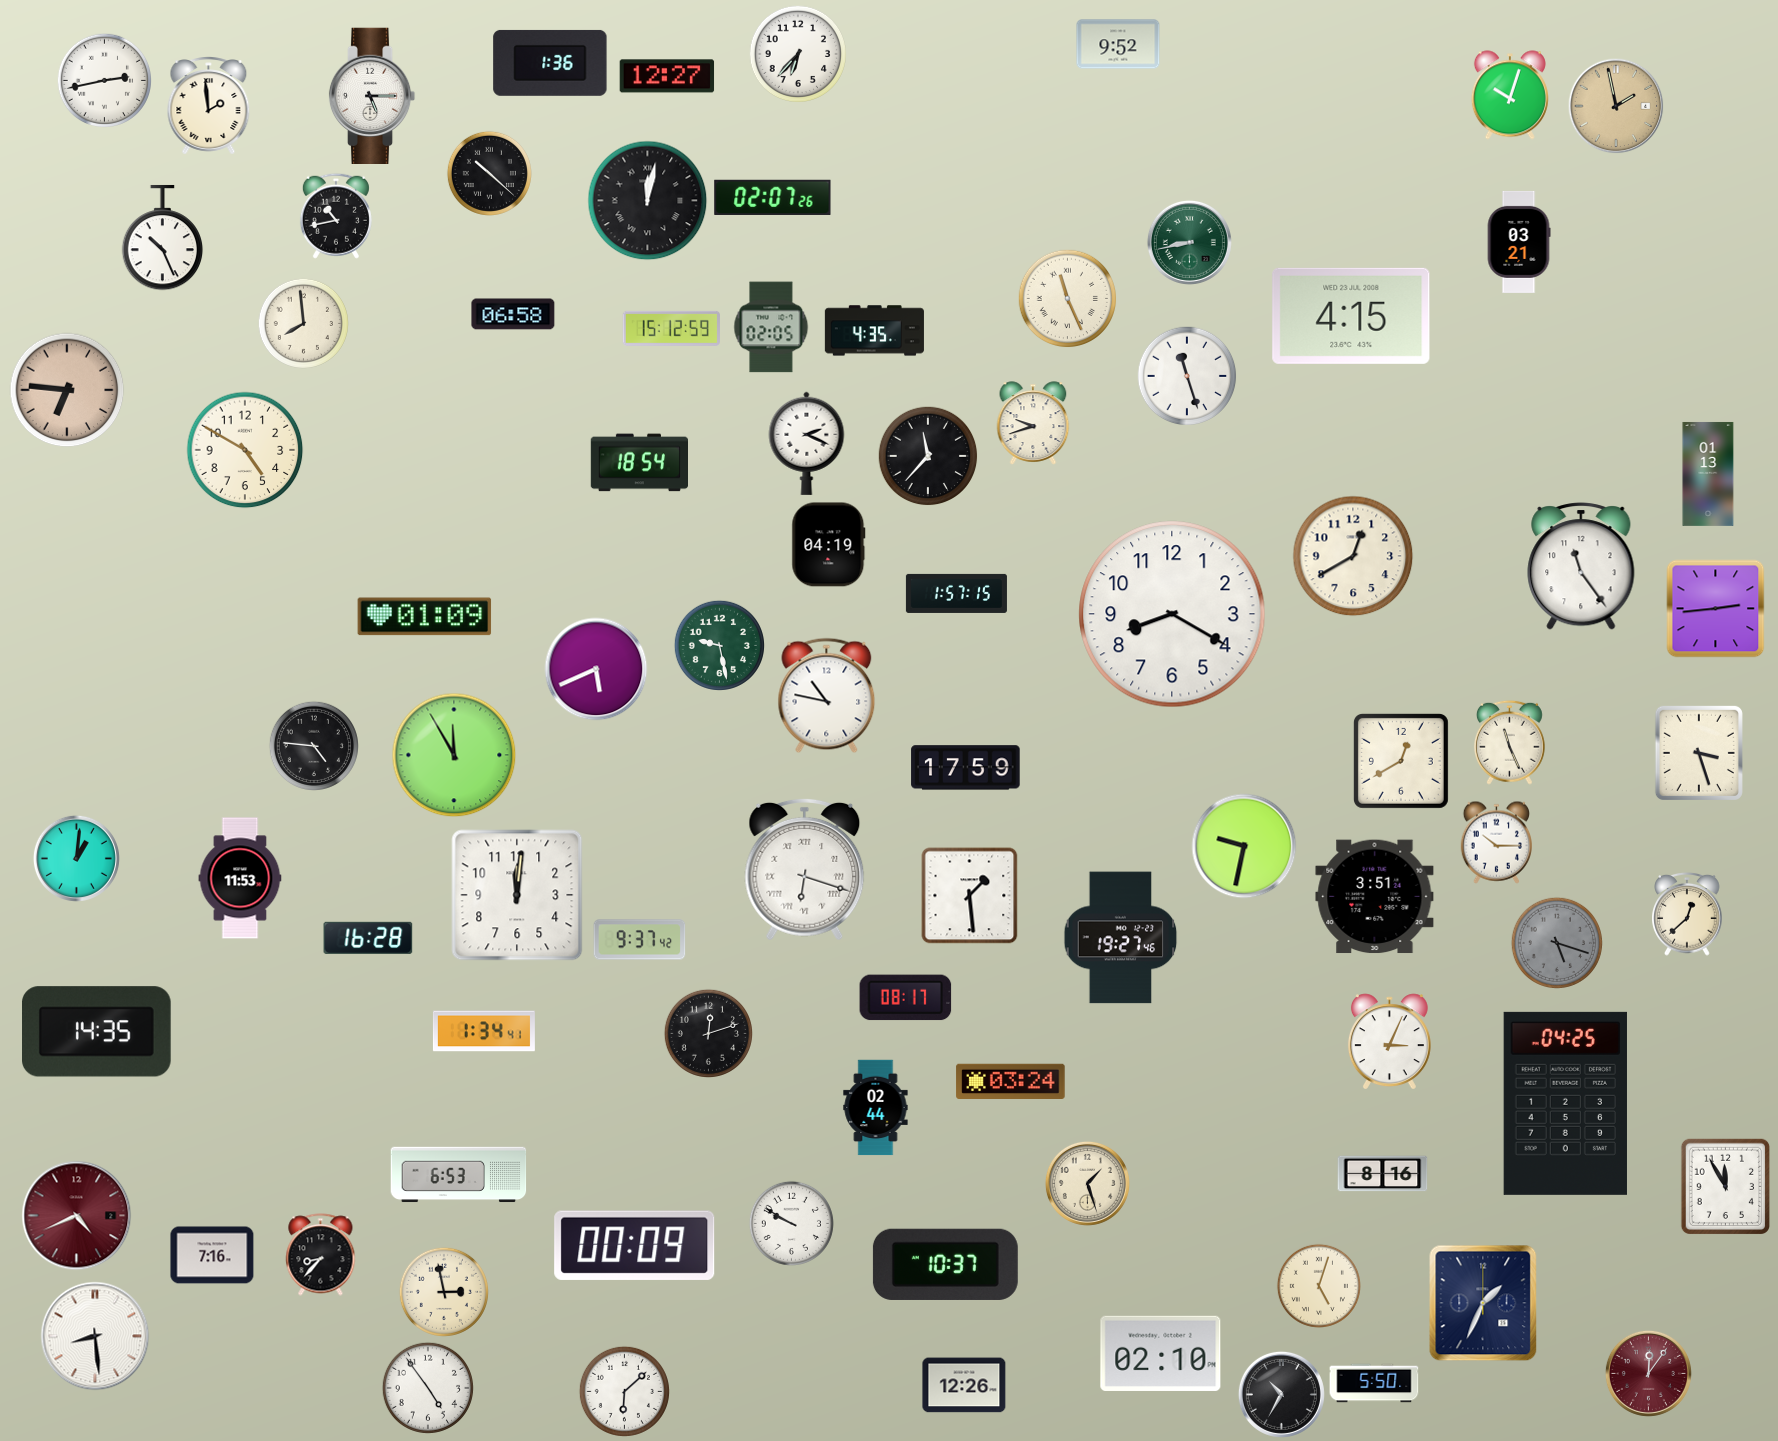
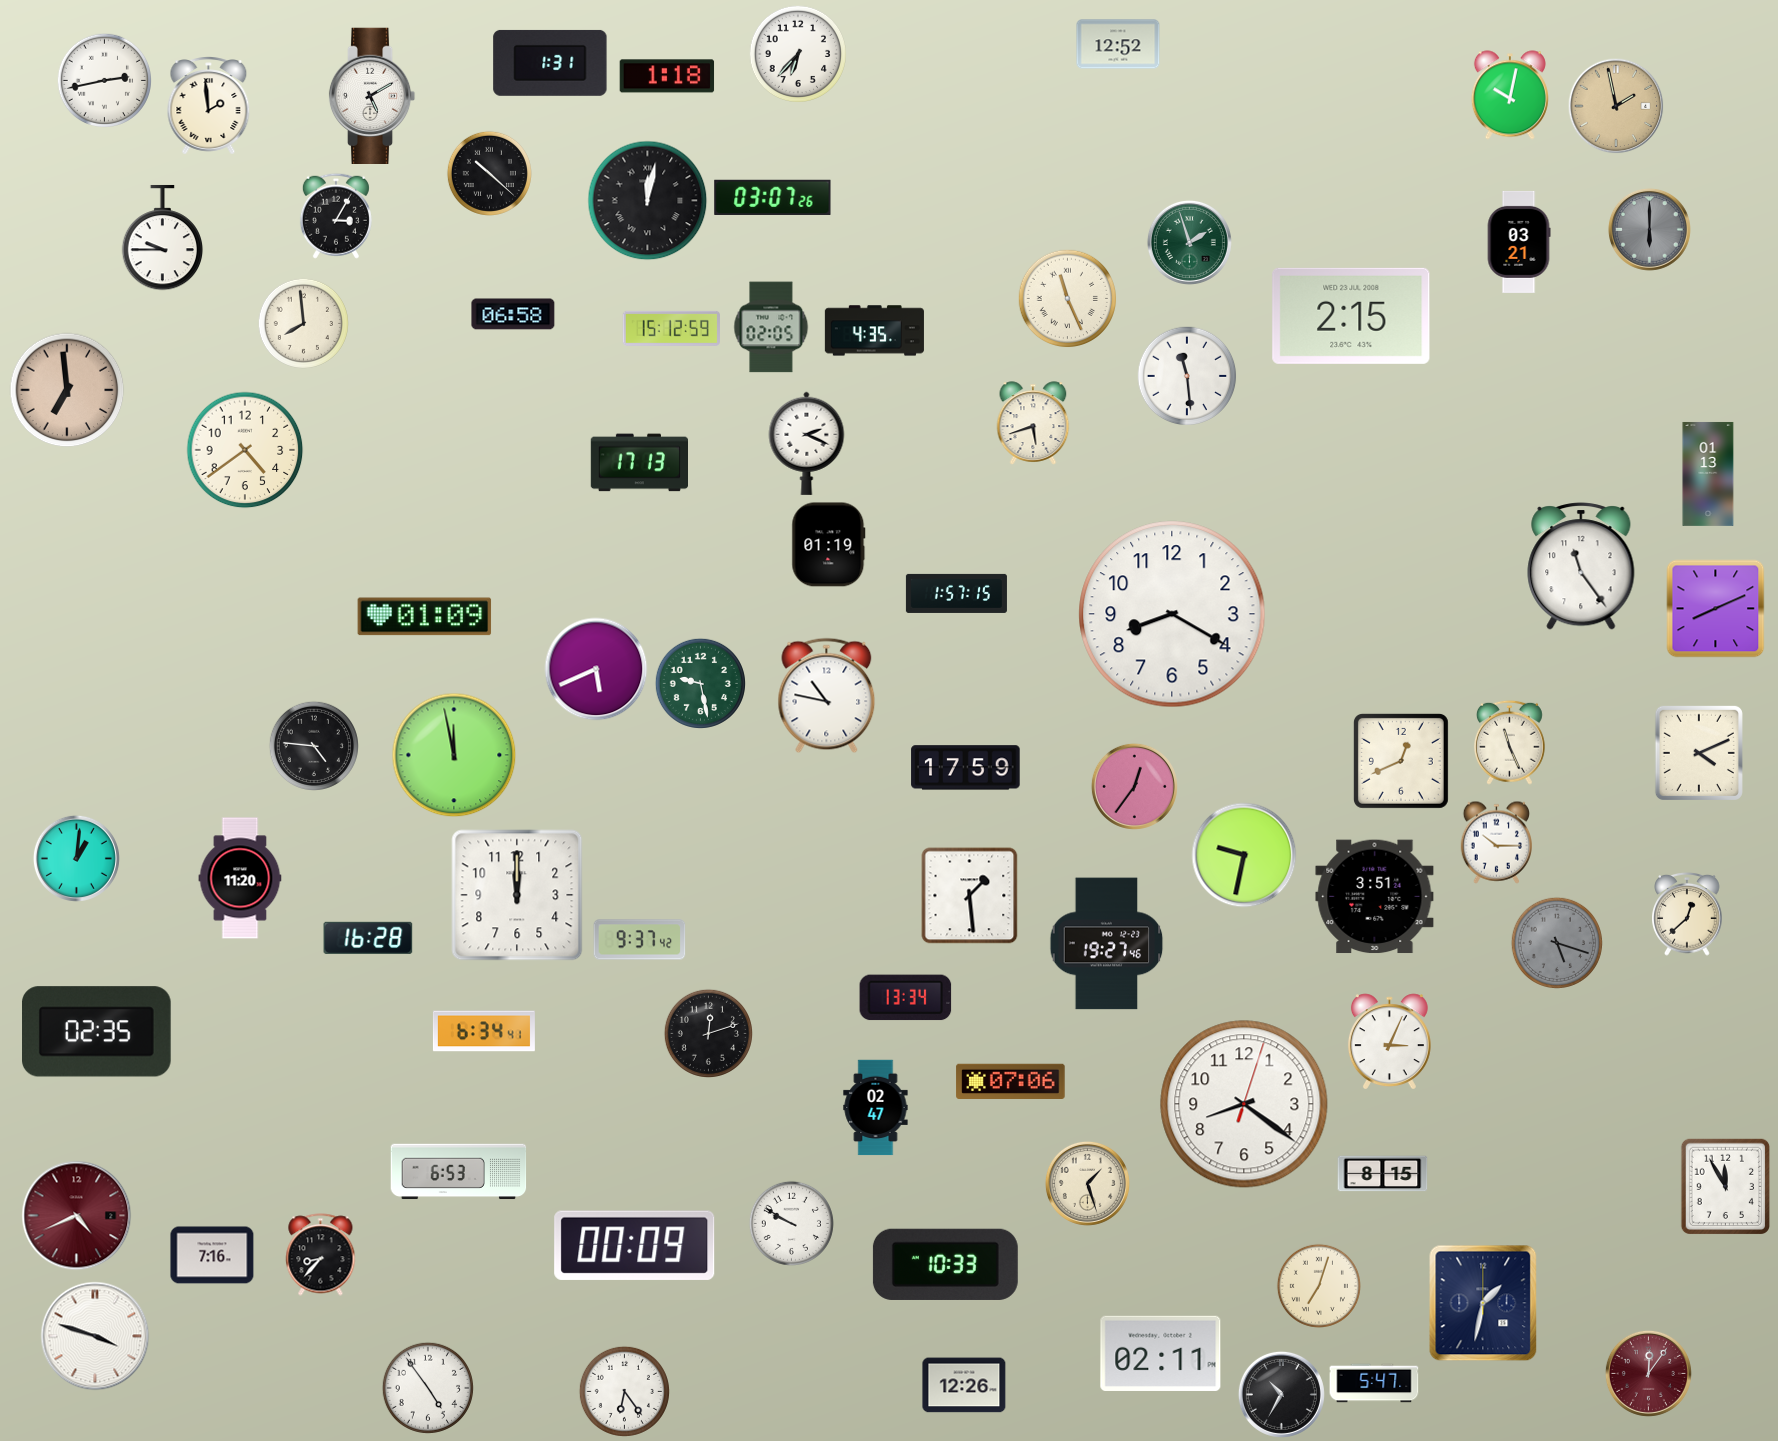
clock at (1118, 44): 9:52 -> 12:52
clock at (550, 63): 1:36 -> 1:31
clock at (667, 76): 12:27 -> 1:18
clock at (372, 95): 5:15 -> 5:10
clock at (1510, 95): 10:03 -> 10:02
clock at (773, 197): 02:07 -> 03:07
clock at (336, 216): 10:43 -> 3:05
clock at (1649, 229): none -> 6:00
clock at (163, 238): 10:26 -> 9:45
clock at (1189, 242): 8:43 -> 1:57
clock at (1351, 316): 4:15 -> 2:15
clock at (1187, 376): 11:27 -> 11:29
clock at (67, 390): 6:46 -> 6:59
clock at (1033, 423): 9:42 -> 5:42
clock at (245, 450): 4:50 -> 4:39
clock at (928, 456): 11:37 -> none
clock at (639, 463): 18:54 -> 17:13
clock at (829, 545): 04:19 -> 01:19
clock at (1353, 556): 12:40 -> none
clock at (1716, 609): 2:44 -> 8:11
clock at (719, 645) position: (719, 645) -> (700, 683)
clock at (1699, 753): 3:27 -> 4:11
clock at (454, 755): 11:55 -> 11:58
clock at (1401, 761): 12:40 -> 12:41
clock at (1134, 786): none -> 12:36
clock at (1244, 846) position: (1244, 846) -> (1244, 855)
clock at (805, 869): 6:18 -> none
clock at (240, 878): 11:53 -> 11:20
clock at (517, 895): 12:01 -> 12:00
clock at (1121, 938) position: (1121, 938) -> (1107, 944)
clock at (906, 998): 08:17 -> 13:34
clock at (484, 1031): 1:34 -> 6:34
clock at (97, 1032): 14:35 -> 02:35
clock at (1011, 1081): 03:24 -> 07:06
clock at (1565, 1103): 04:25 -> none
clock at (1244, 1104): none -> 8:21
clock at (876, 1108): 02:44 -> 02:47
clock at (1383, 1174): 8:16 -> 8:15
clock at (459, 1175) position: (459, 1175) -> (459, 1172)
clock at (945, 1264): 10:37 -> 10:33
clock at (1319, 1286): 5:03 -> 7:03
clock at (444, 1292): 2:58 -> none
clock at (1483, 1303): 1:34 -> 1:32
clock at (95, 1336): 8:29 -> 3:48
clock at (1161, 1353): 02:10 -> 02:11
clock at (1374, 1383): 5:50 -> 5:47
clock at (624, 1391): 6:08 -> 6:24
